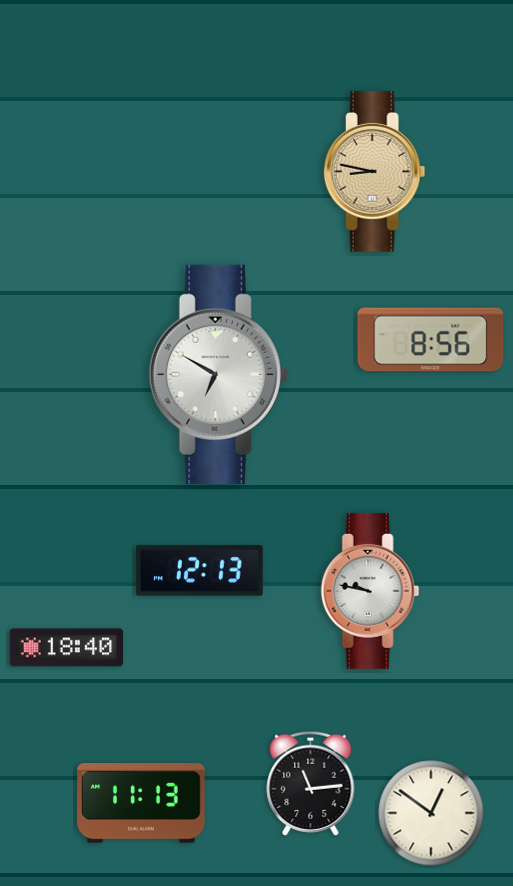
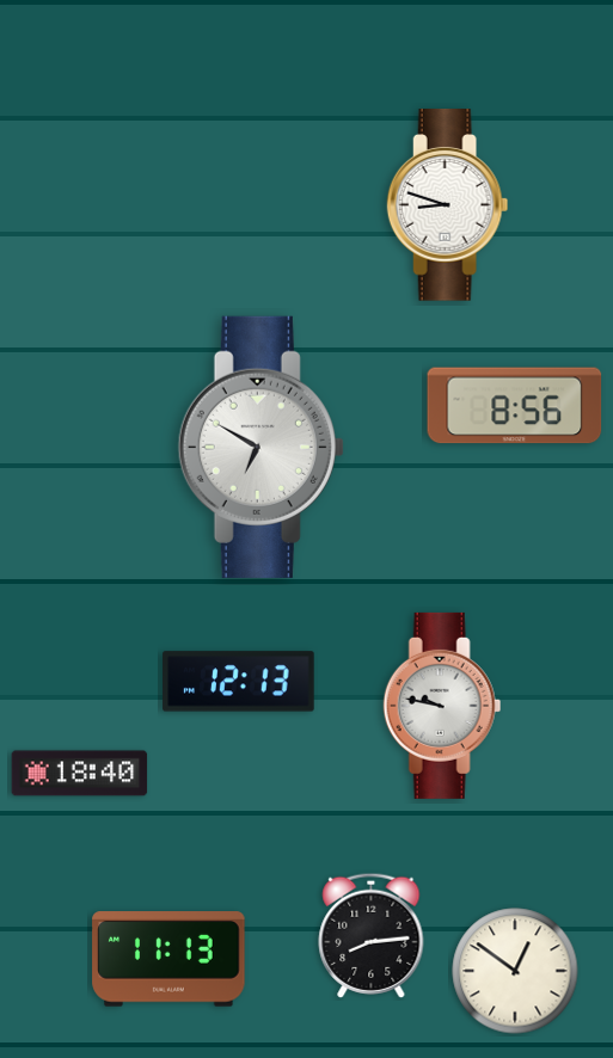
clock at (375, 172): 8:47 -> 8:48
clock at (375, 172) dial: champagne -> white
clock at (311, 783): 11:14 -> 8:14
